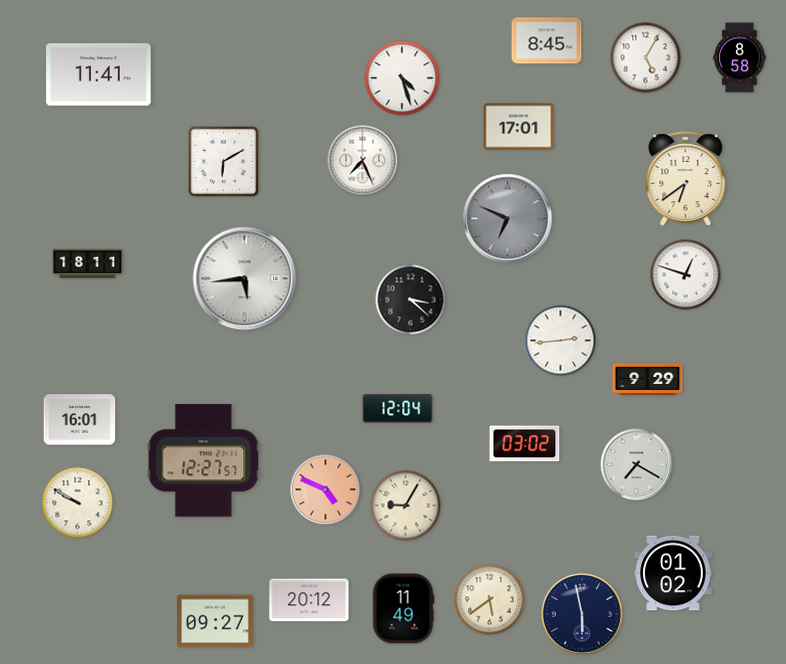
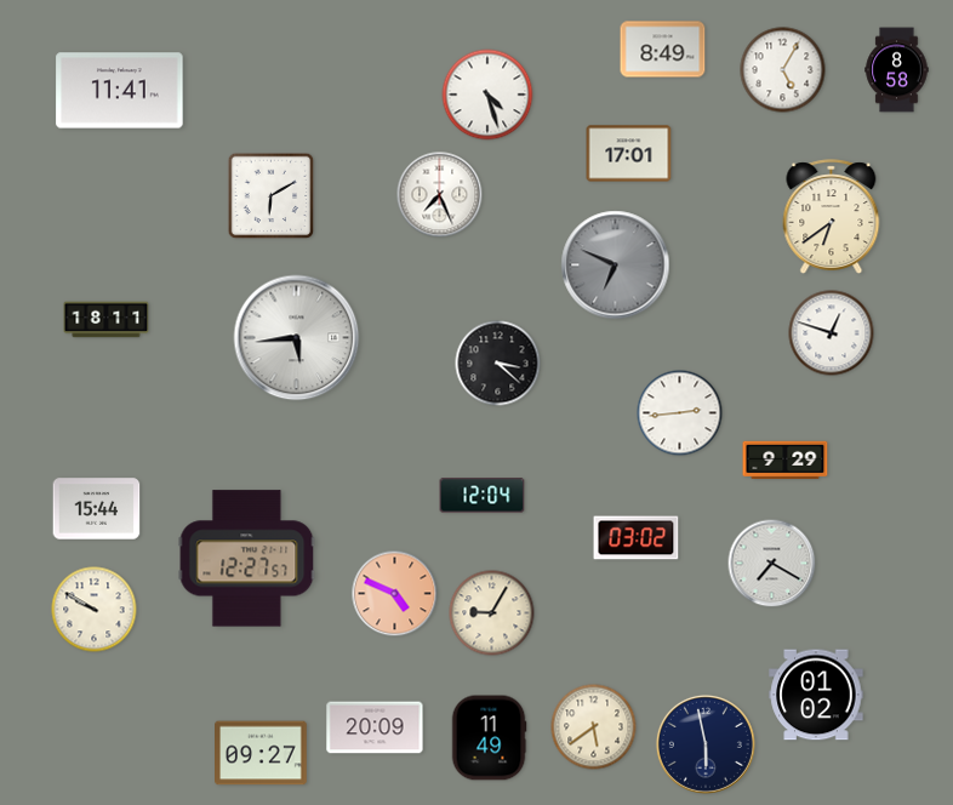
clock at (547, 41): 8:45 -> 8:49
clock at (80, 420): 16:01 -> 15:44
clock at (309, 600): 20:12 -> 20:09
